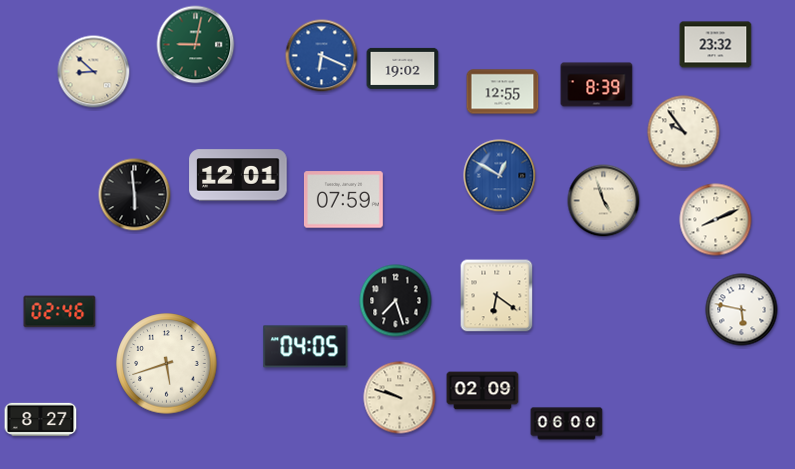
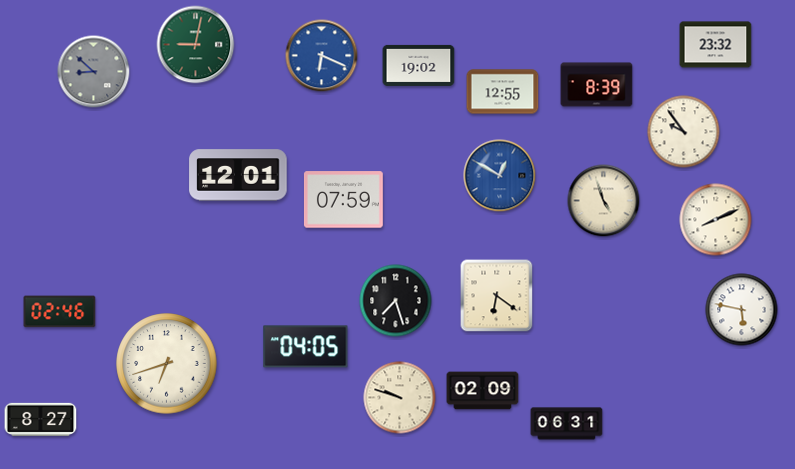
clock at (403, 68) position: (403, 68) -> (419, 65)
clock at (94, 72) dial: cream -> grey
clock at (135, 195): 5:59 -> none
clock at (167, 364): 5:42 -> 6:42
clock at (567, 424): 06:00 -> 06:31
